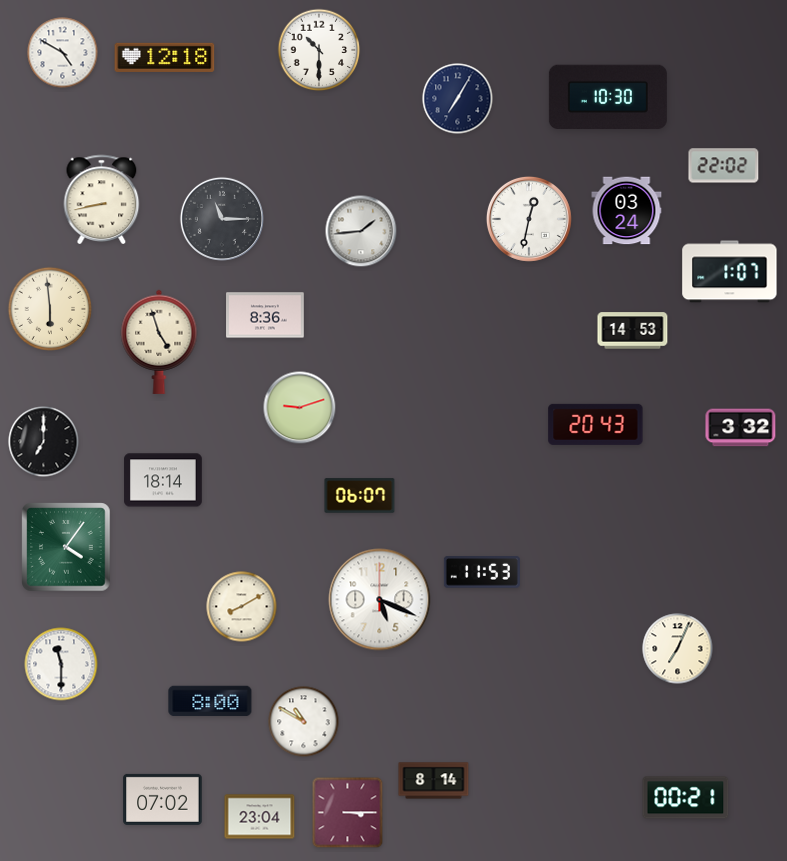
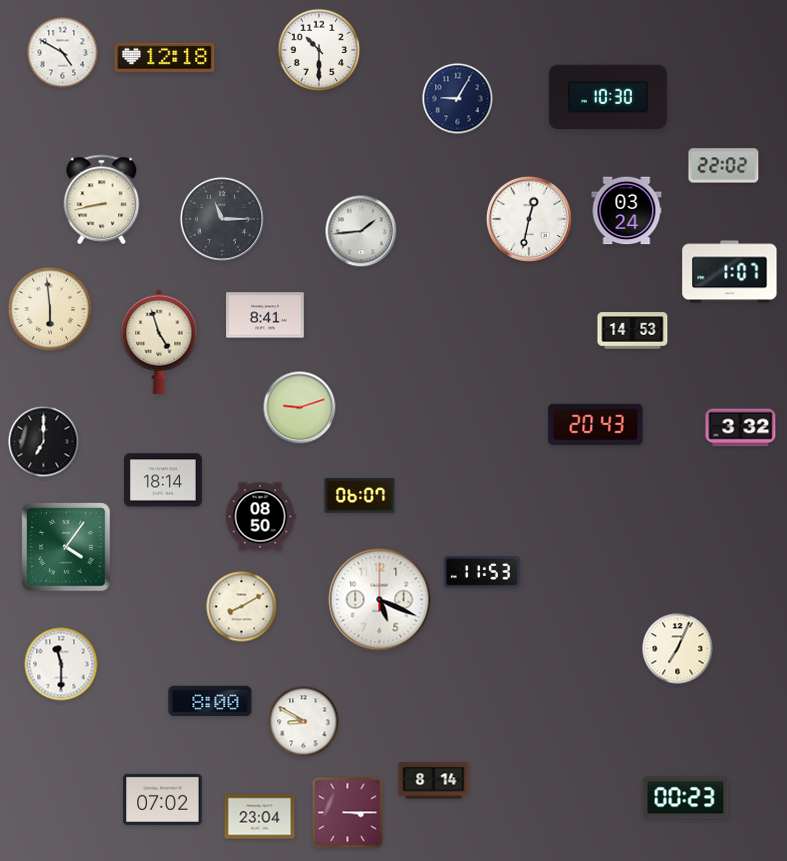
clock at (458, 99): 7:05 -> 9:05
clock at (265, 315): 8:36 -> 8:41
clock at (260, 517): none -> 08:50
clock at (304, 722): 10:50 -> 8:50
clock at (686, 798): 00:21 -> 00:23
